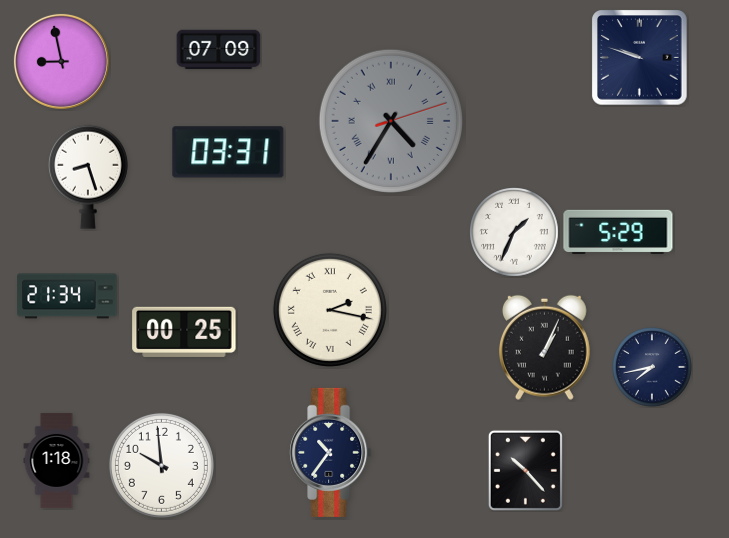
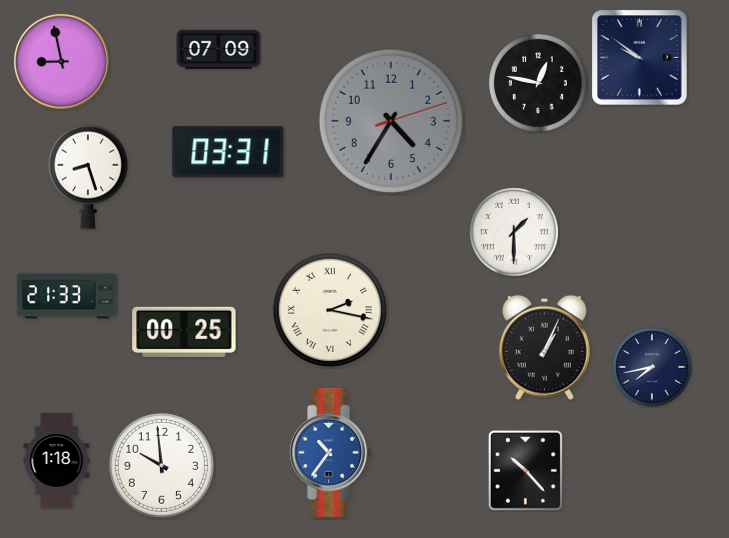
clock at (640, 58): 9:48 -> 9:51
clock at (538, 83): none -> 12:47
clock at (391, 121) numerals: Roman -> Arabic
clock at (618, 231): 5:29 -> none
clock at (514, 232): 1:34 -> 1:30
clock at (67, 296): 21:34 -> 21:33
clock at (331, 452) dial: navy -> blue
